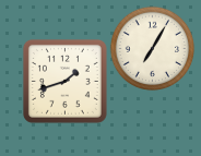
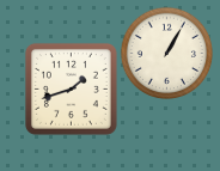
clock at (152, 48): 7:05 -> 1:05
